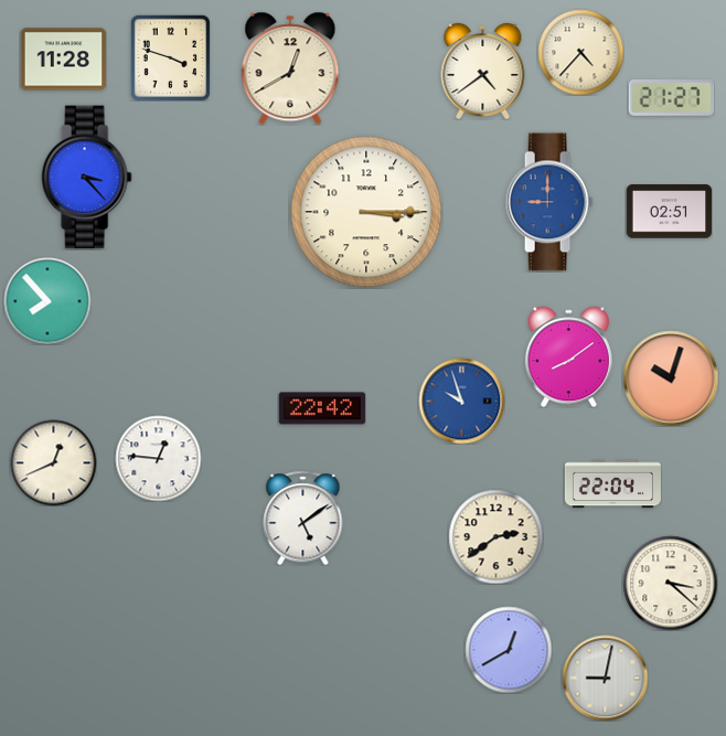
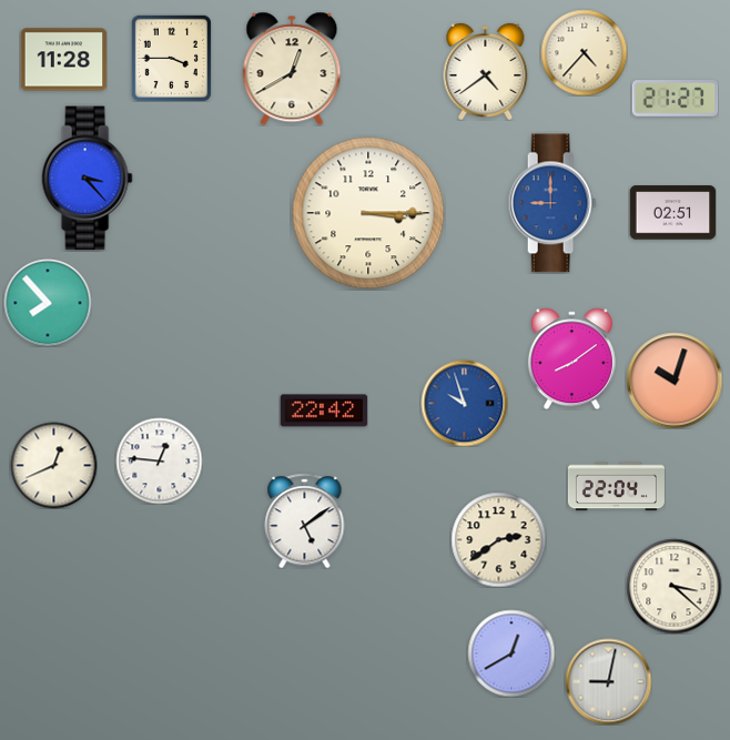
clock at (170, 57): 3:48 -> 3:45
